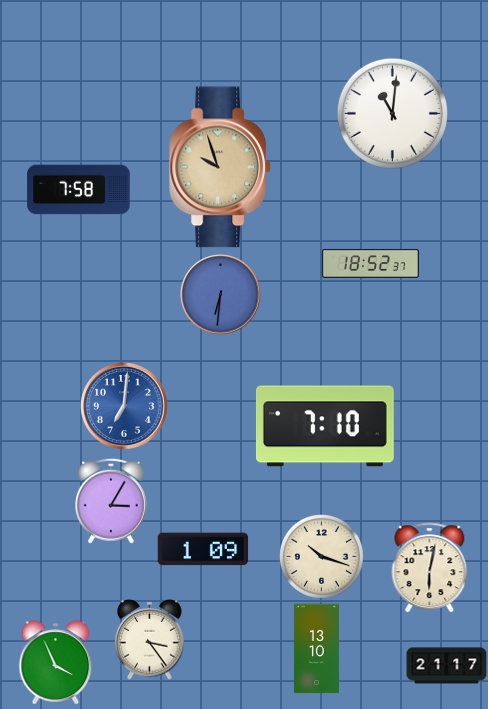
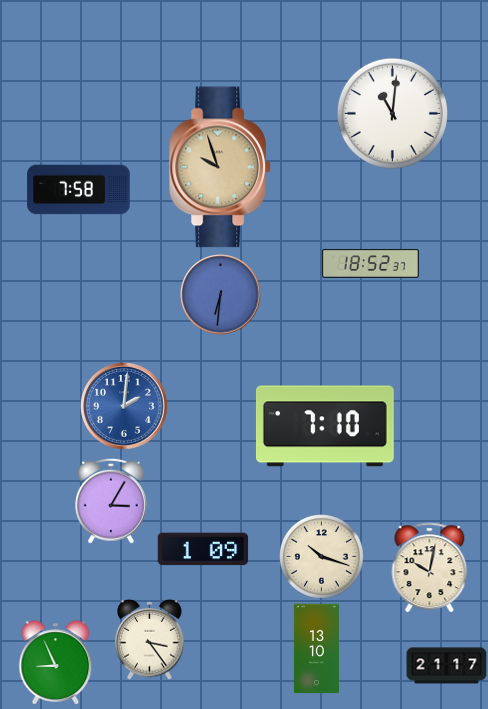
clock at (125, 407): 7:01 -> 2:01
clock at (430, 568): 6:02 -> 10:02
clock at (56, 663): 3:56 -> 8:56
